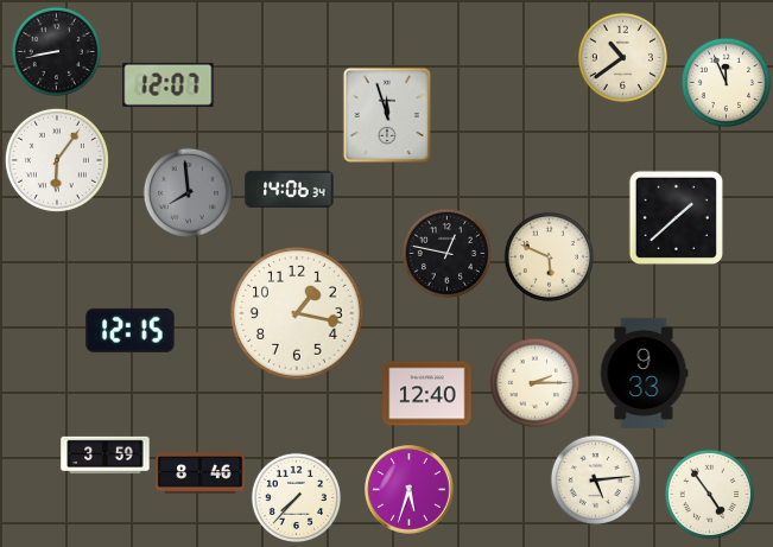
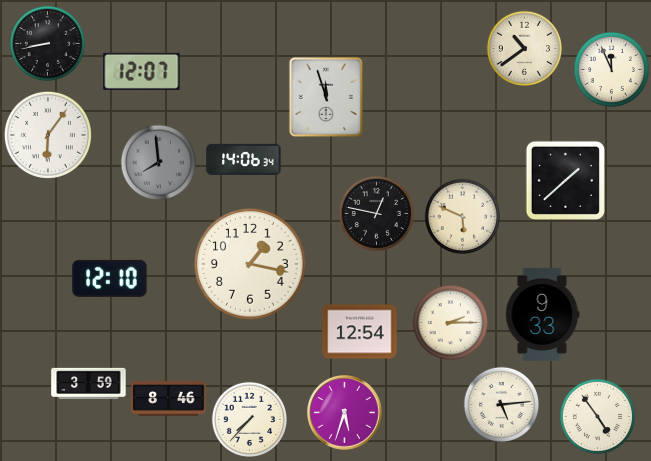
clock at (676, 217) position: (676, 217) -> (565, 180)
clock at (131, 330): 12:15 -> 12:10
clock at (427, 394): 12:40 -> 12:54
